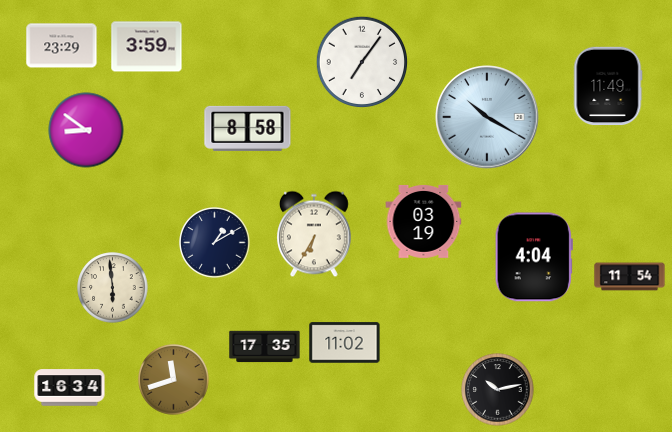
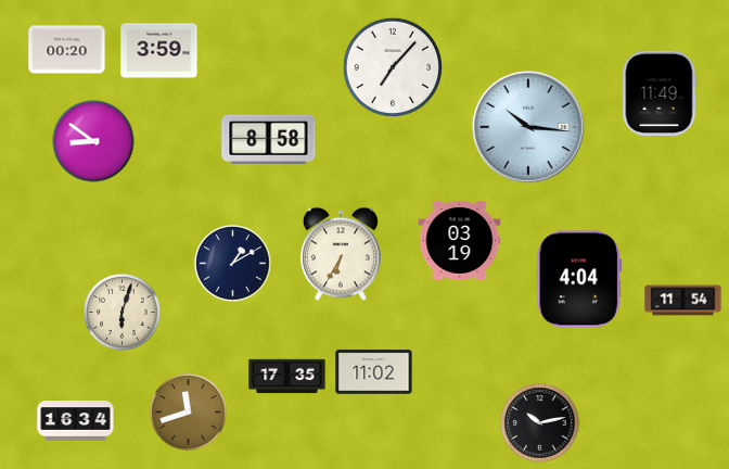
clock at (62, 46): 23:29 -> 00:20
clock at (361, 61): 7:06 -> 7:07
clock at (487, 117): 10:20 -> 10:16
clock at (113, 288): 5:59 -> 6:03
